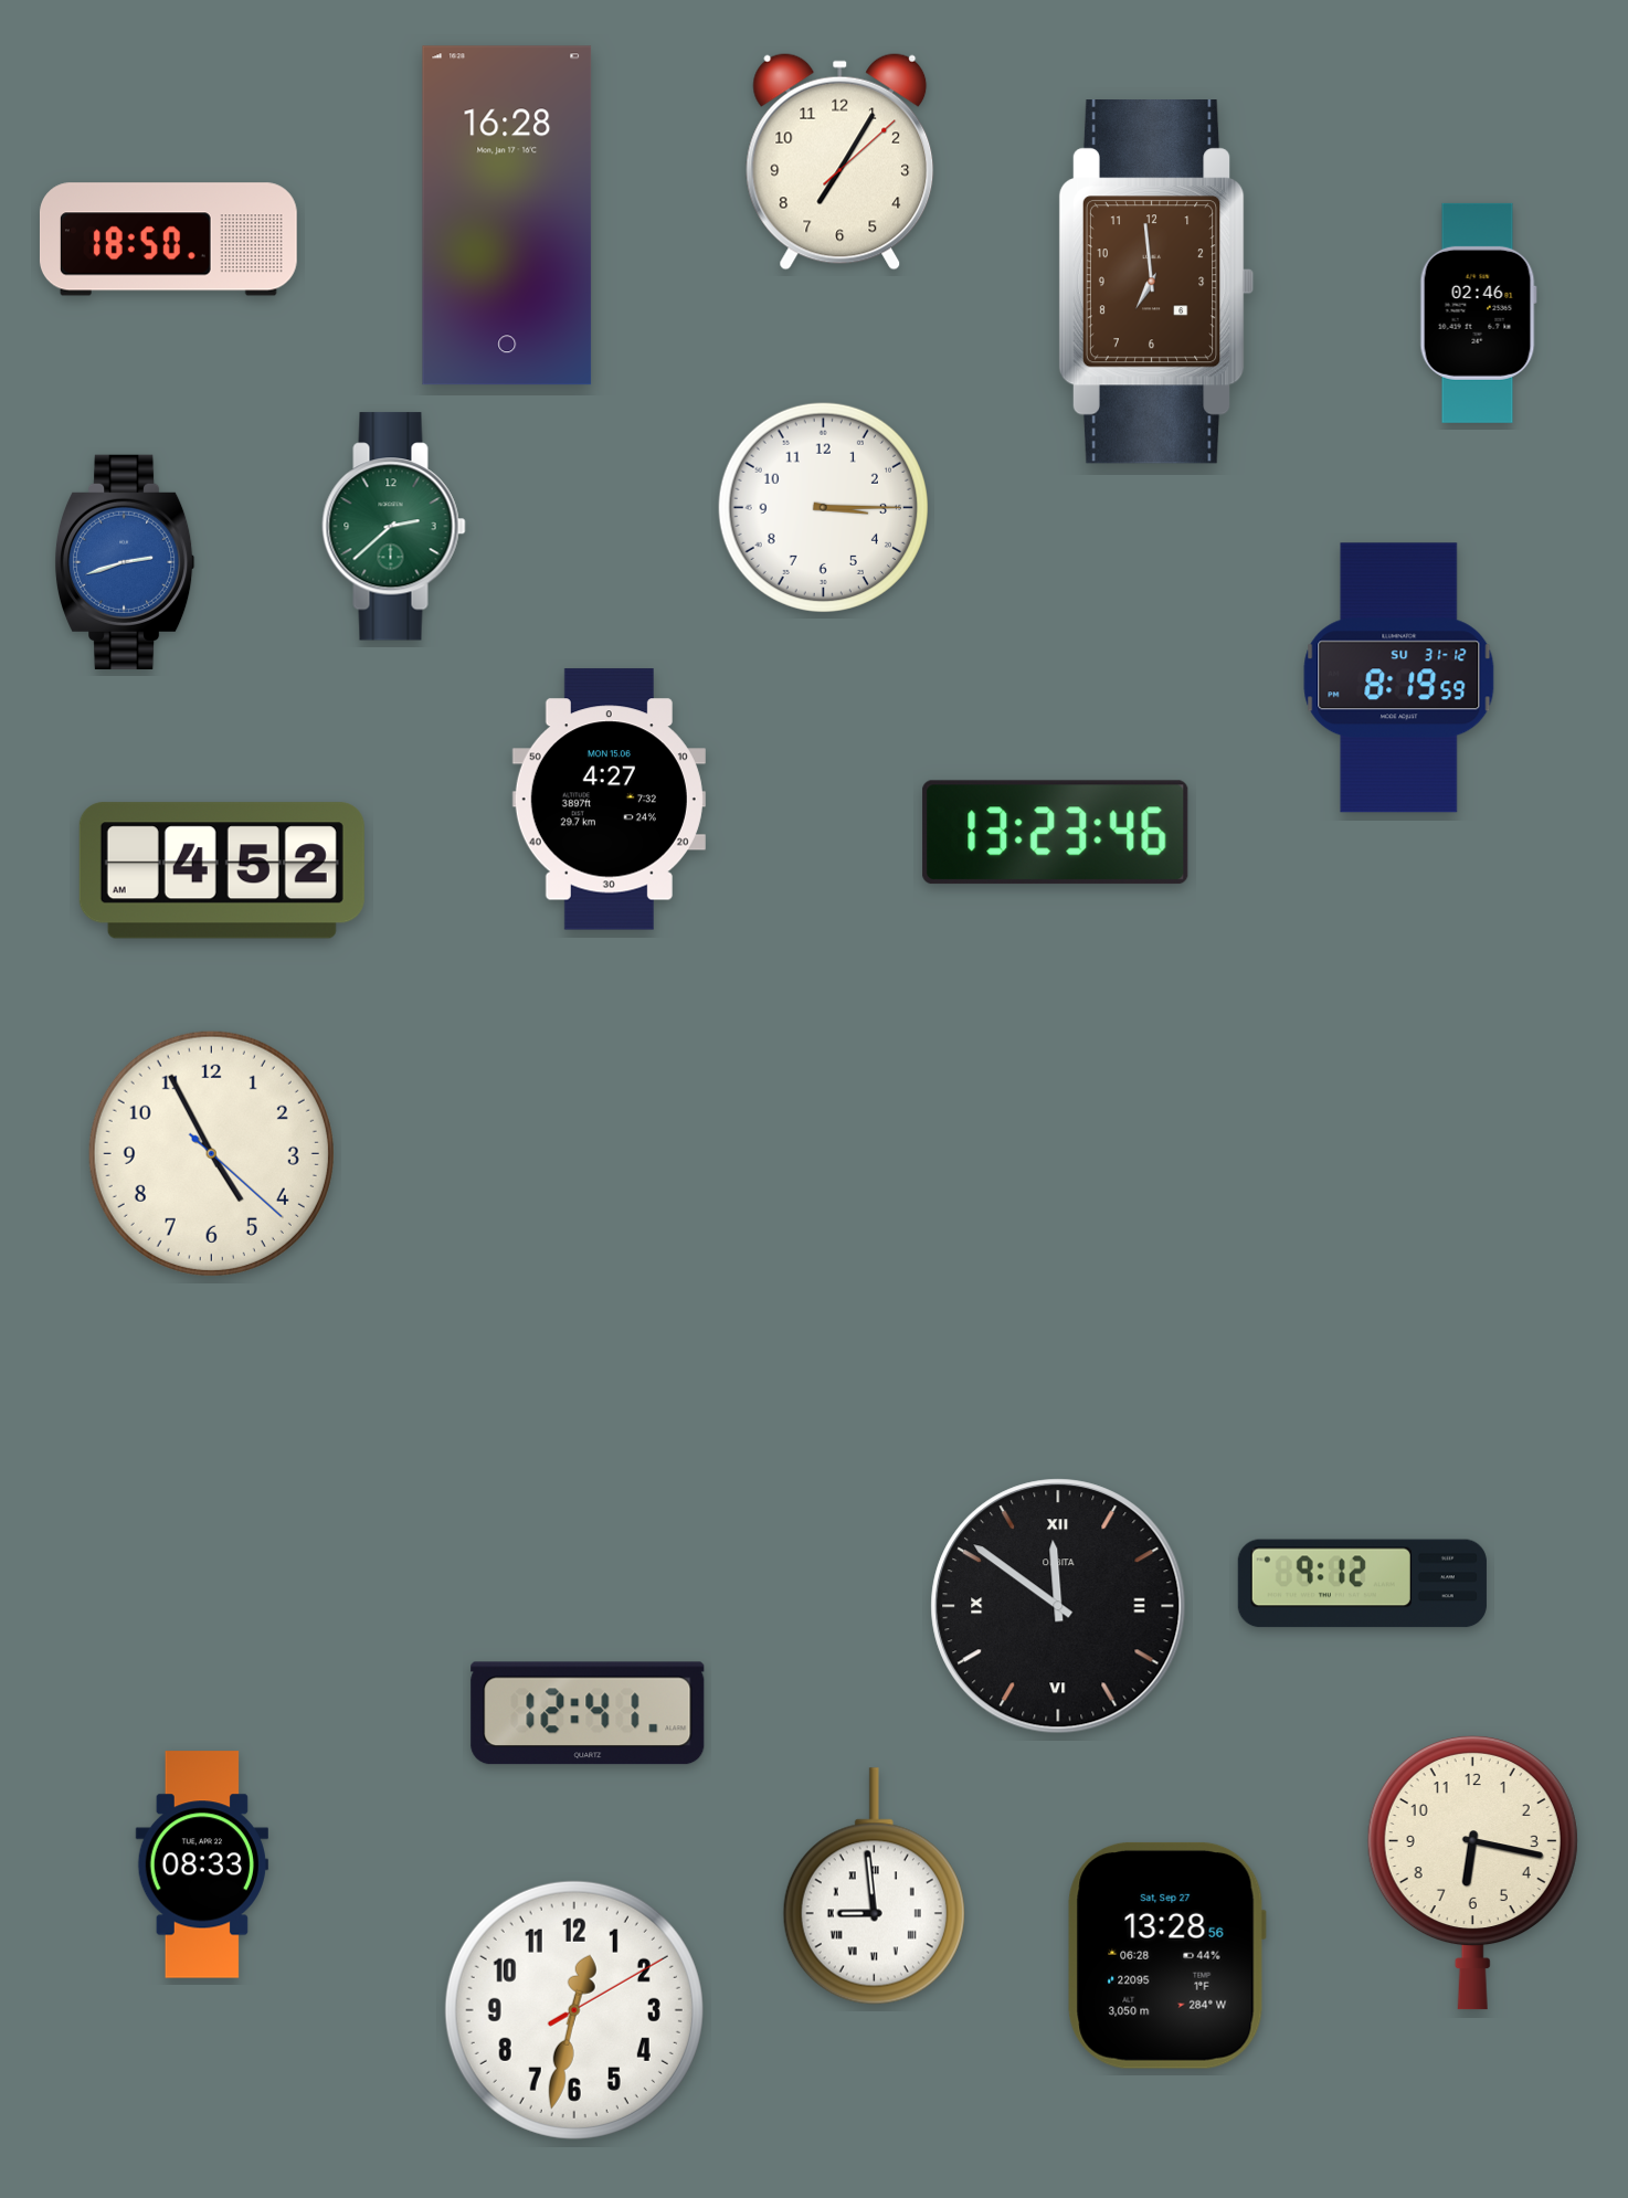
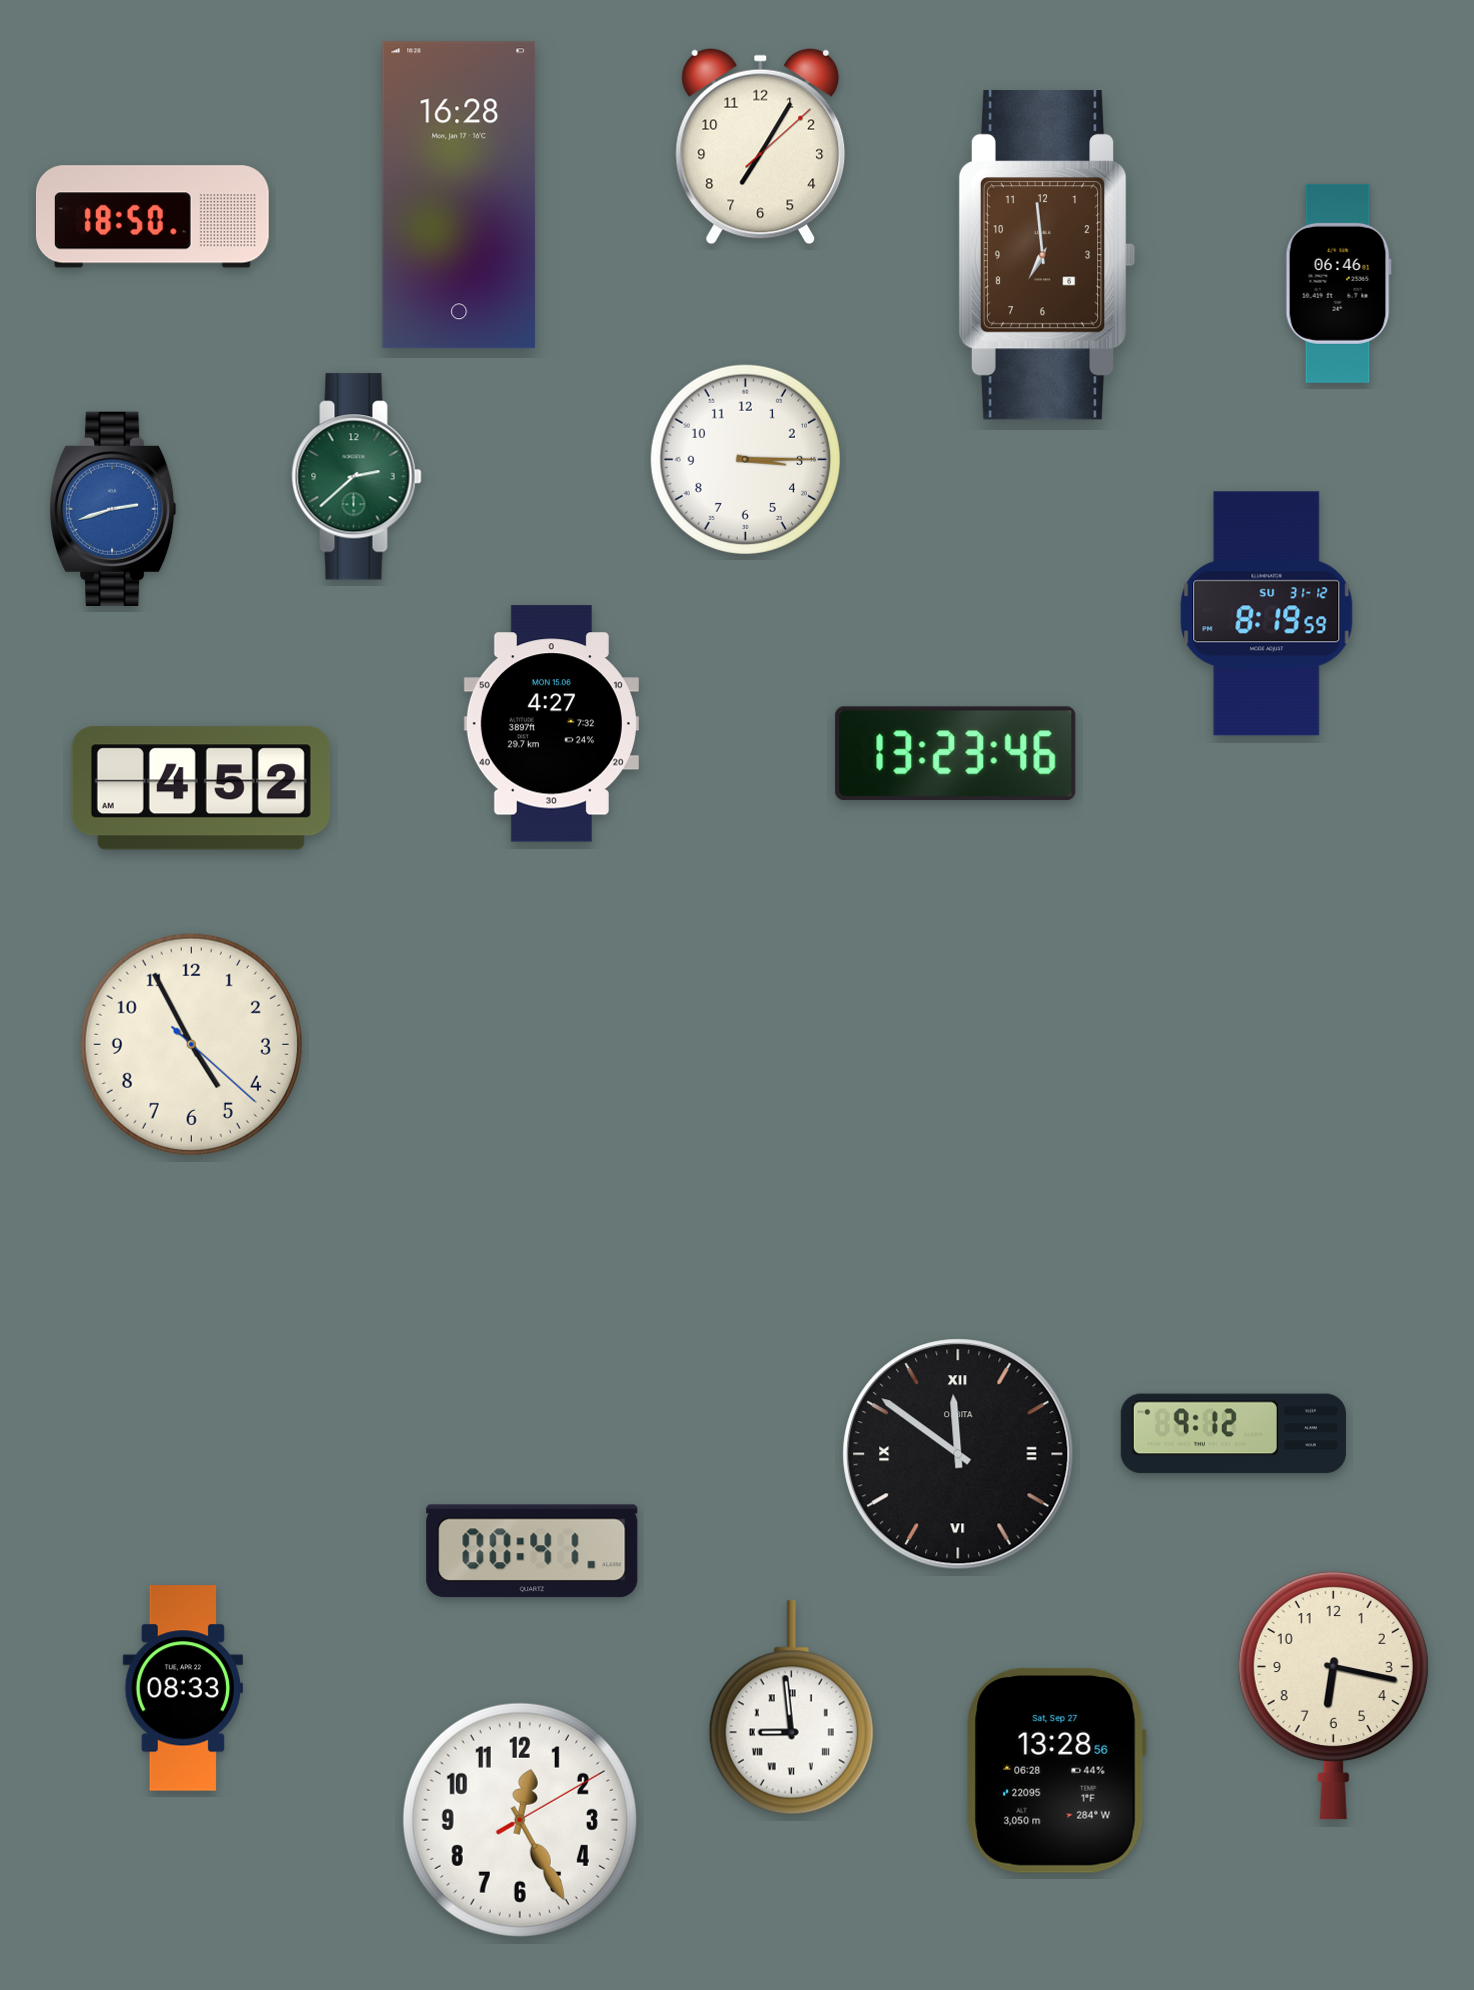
clock at (1478, 313): 02:46 -> 06:46
clock at (588, 1713): 12:41 -> 00:41
clock at (574, 2010): 12:32 -> 12:25
